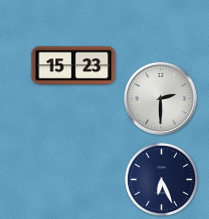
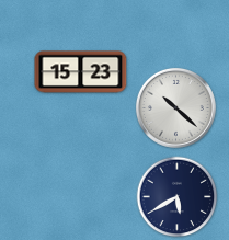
clock at (160, 98): 2:30 -> 10:22
clock at (162, 180): 6:26 -> 5:40
